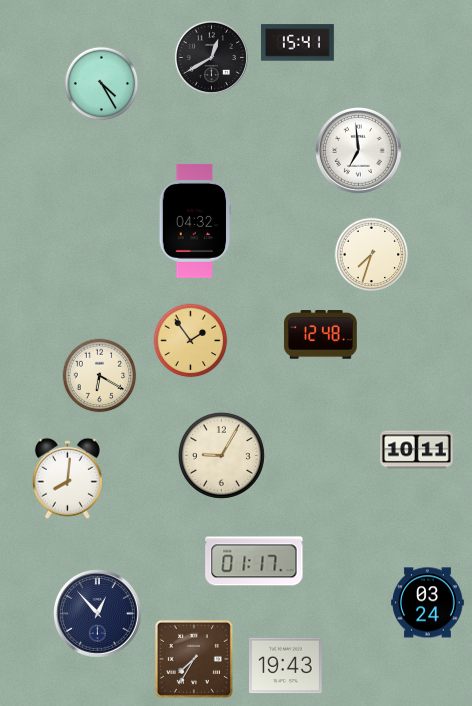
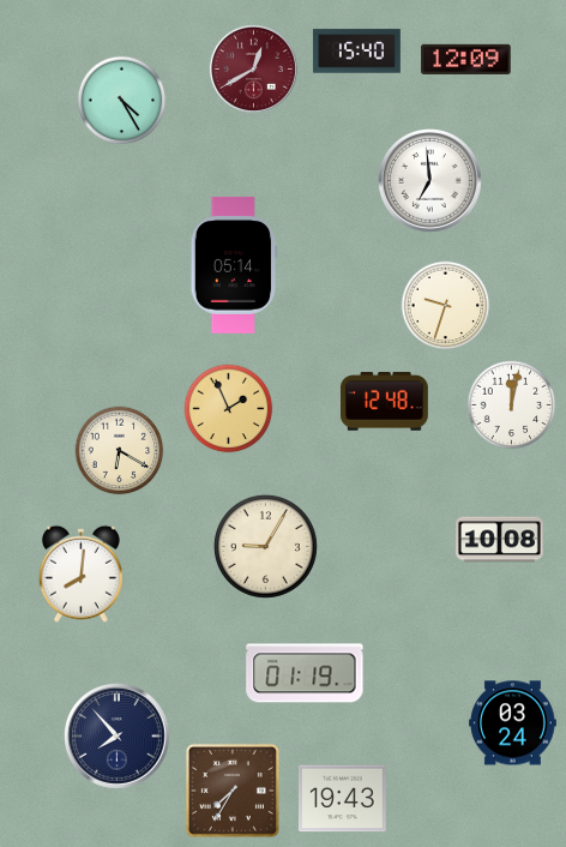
clock at (298, 43): 15:41 -> 15:40
clock at (466, 59): none -> 12:09
clock at (211, 57) dial: black -> burgundy
clock at (195, 221): 04:32 -> 05:14
clock at (372, 255): 7:33 -> 9:33
clock at (512, 406): none -> 12:02
clock at (191, 341): 1:54 -> 1:56
clock at (417, 450): 10:11 -> 10:08
clock at (254, 561): 01:17 -> 01:19
clock at (98, 614): 12:53 -> 7:53
